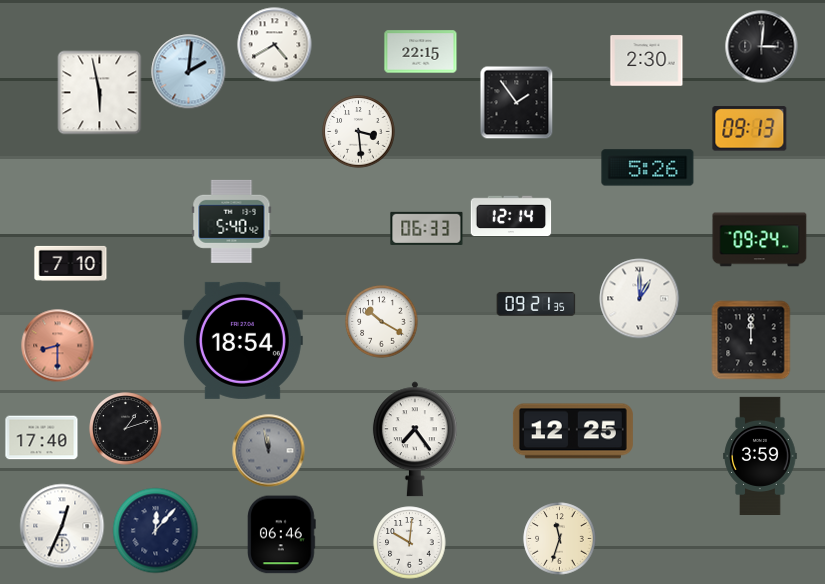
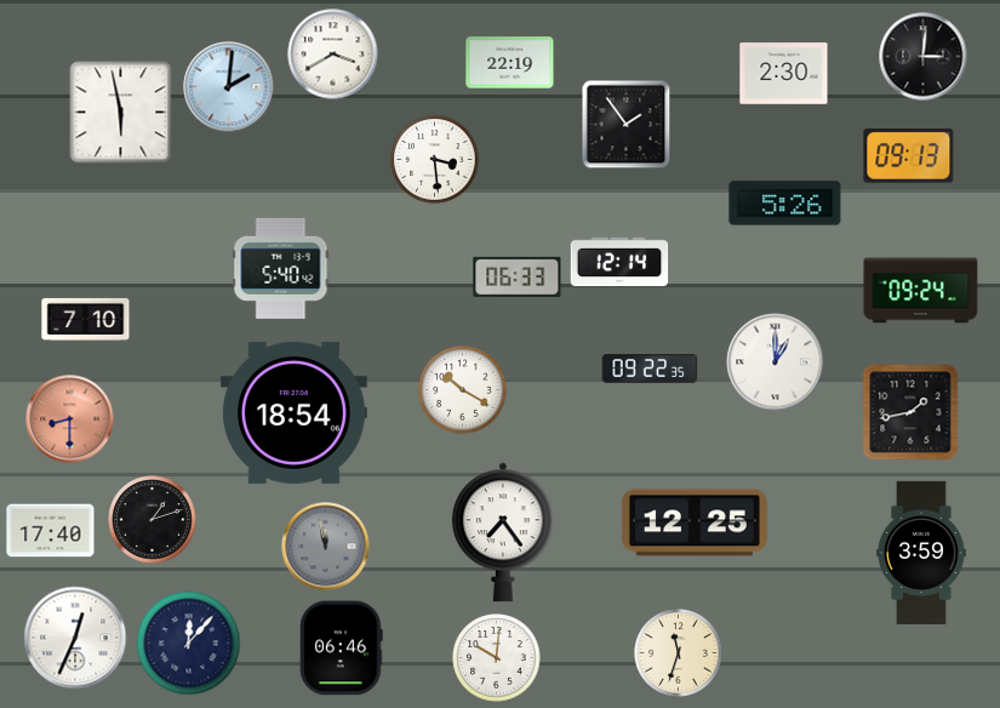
clock at (275, 45): 4:40 -> 3:40
clock at (421, 52): 22:15 -> 22:19
clock at (536, 305): 09:21 -> 09:22
clock at (751, 340): 12:00 -> 1:43
